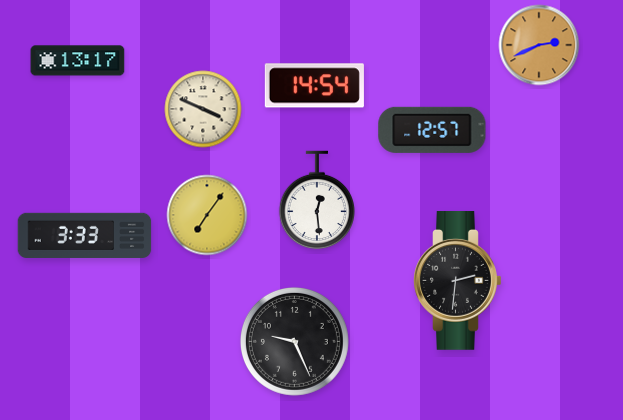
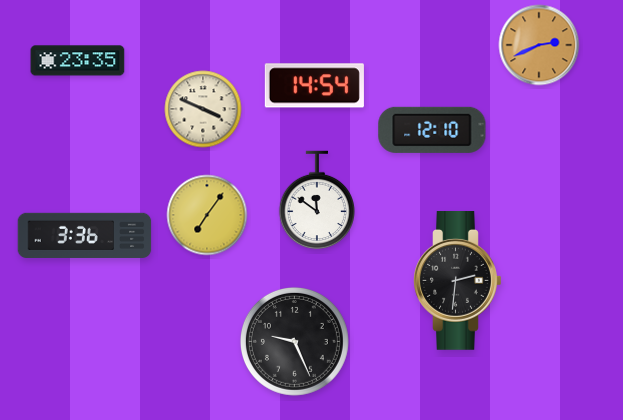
clock at (78, 61): 13:17 -> 23:35
clock at (432, 130): 12:57 -> 12:10
clock at (317, 200): 12:29 -> 11:51
clock at (85, 235): 3:33 -> 3:36
